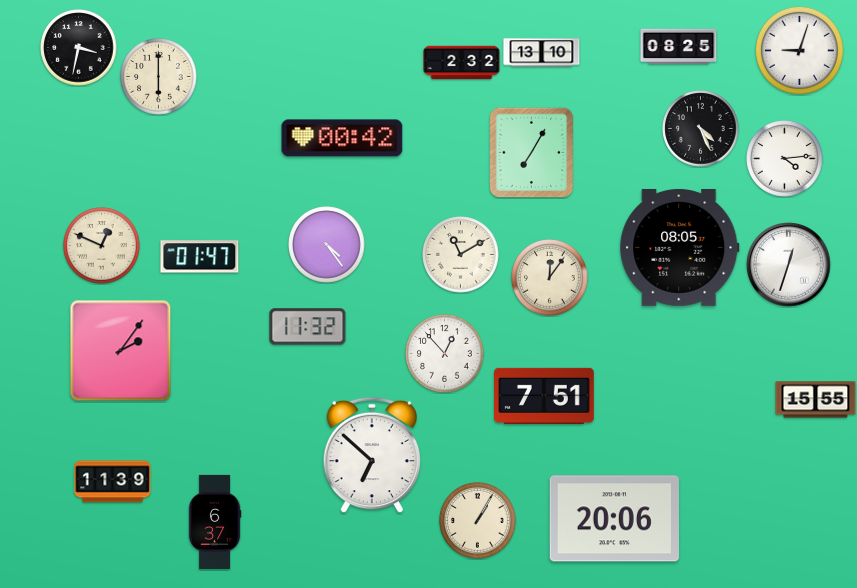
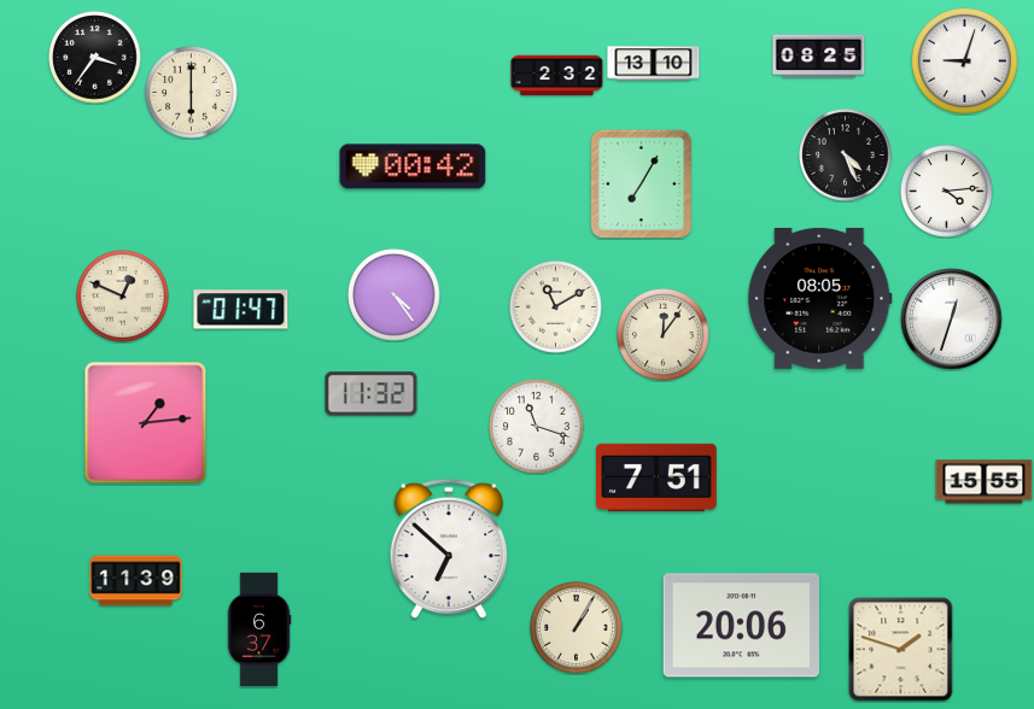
clock at (79, 48): 3:32 -> 3:36
clock at (121, 351): 2:06 -> 1:14
clock at (445, 354): 12:53 -> 11:18
clock at (901, 650): none -> 1:48
